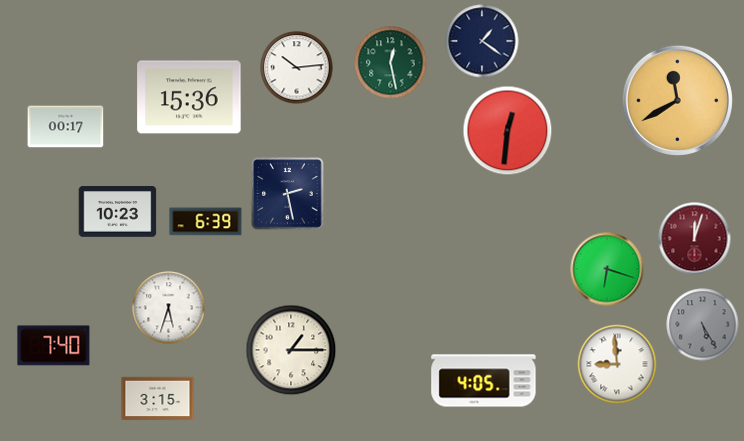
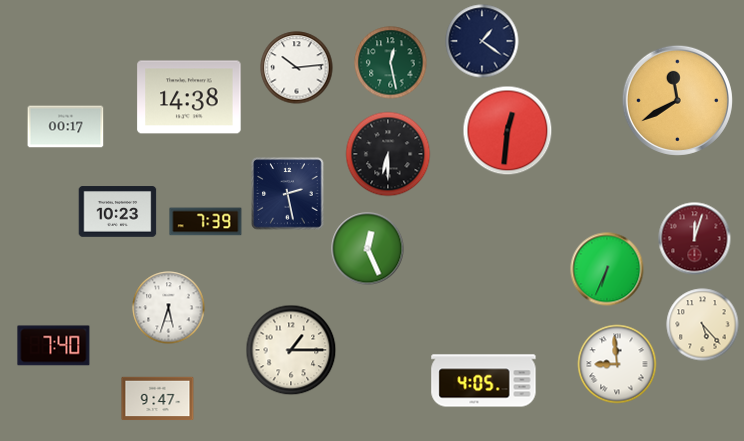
clock at (189, 97): 15:36 -> 14:38
clock at (388, 154): none -> 6:30
clock at (206, 222): 6:39 -> 7:39
clock at (368, 249): none -> 12:26
clock at (607, 269): 6:18 -> 6:34
clock at (703, 325): 5:25 -> 5:23
clock at (703, 325) dial: grey -> cream
clock at (158, 399): 3:15 -> 9:47
